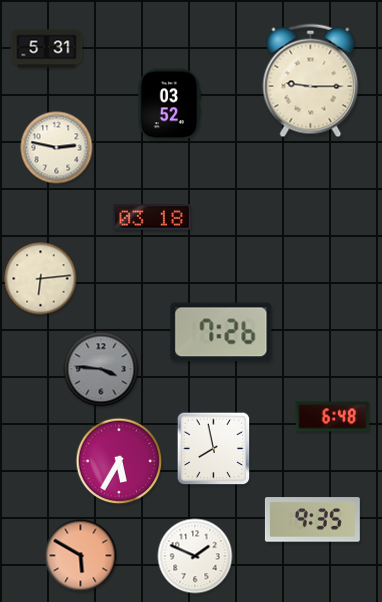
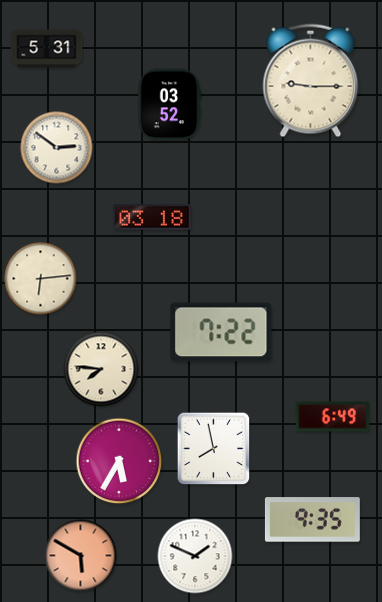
clock at (57, 148): 2:47 -> 2:51
clock at (221, 332): 7:26 -> 7:22
clock at (101, 369): 3:46 -> 7:46
clock at (101, 369) dial: grey -> cream
clock at (333, 417): 6:48 -> 6:49
